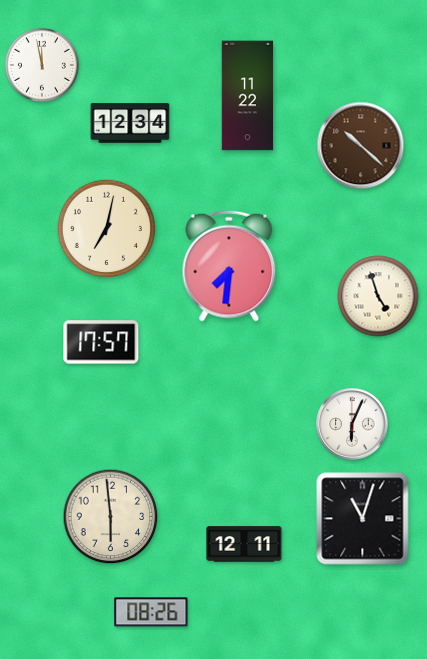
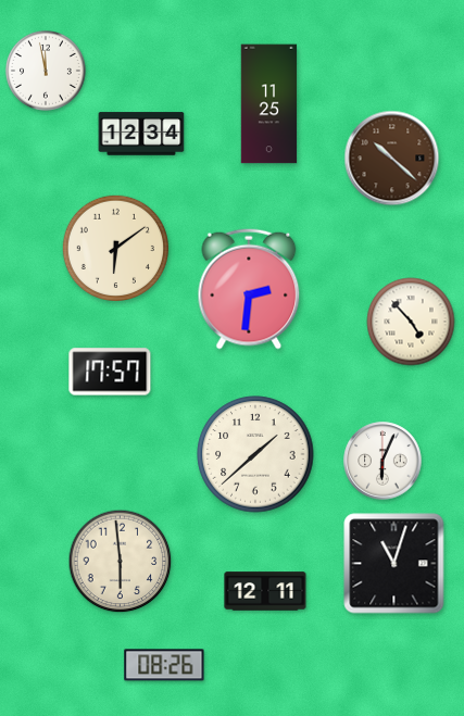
clock at (248, 96): 11:22 -> 11:25
clock at (106, 228): 7:02 -> 6:09
clock at (229, 266): 7:31 -> 2:31
clock at (378, 296): 4:57 -> 4:53
clock at (255, 454): none -> 1:38
